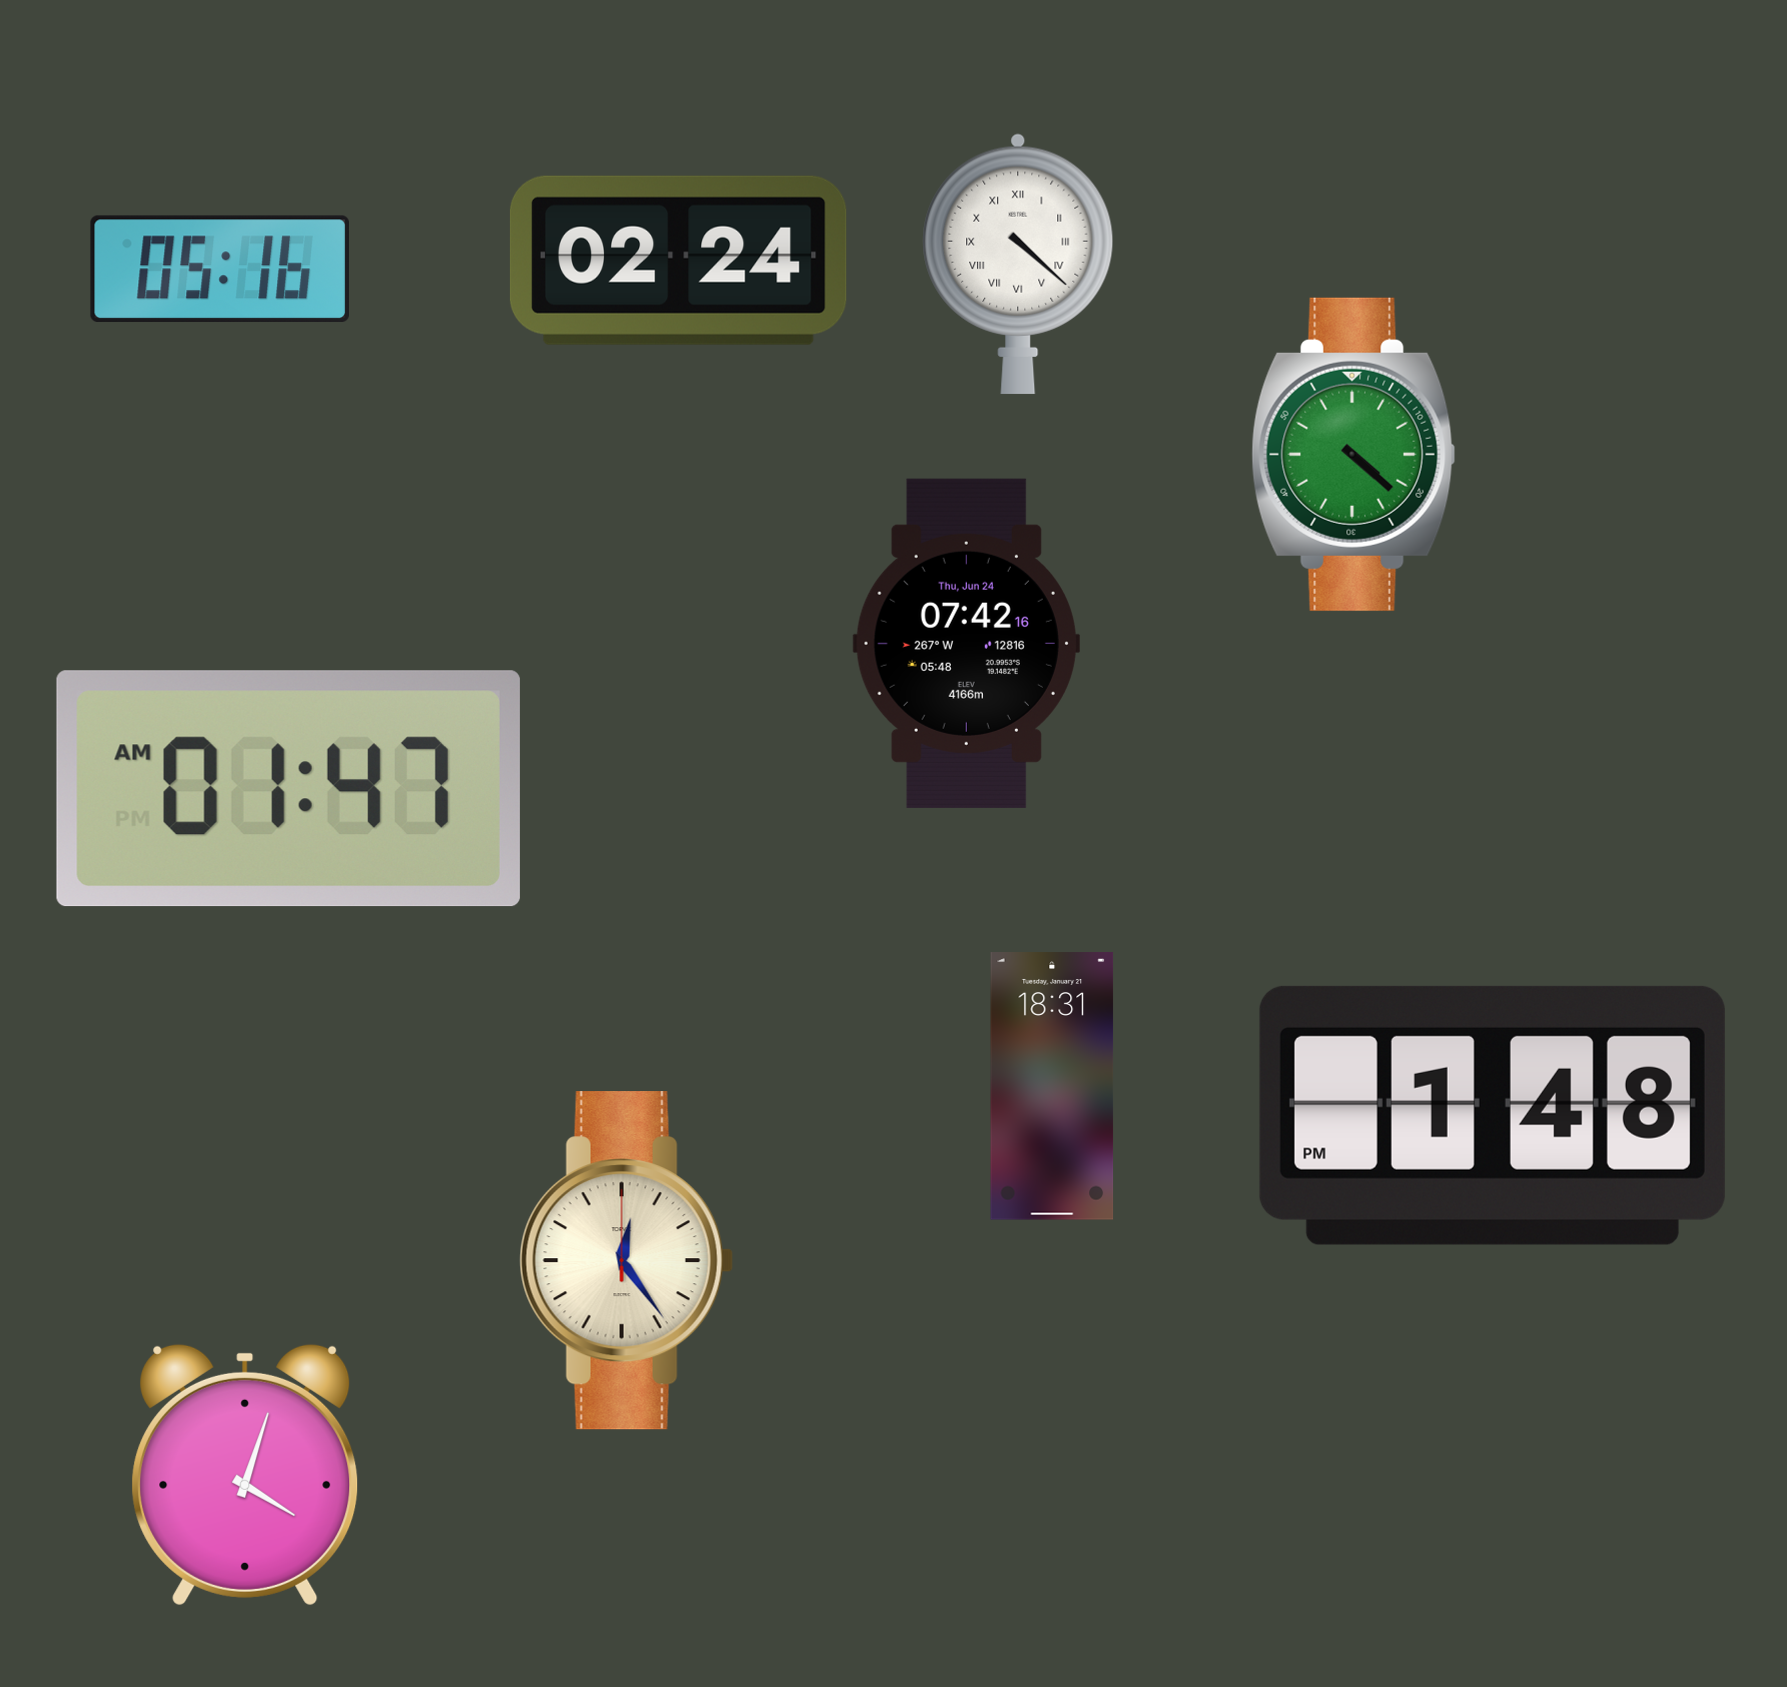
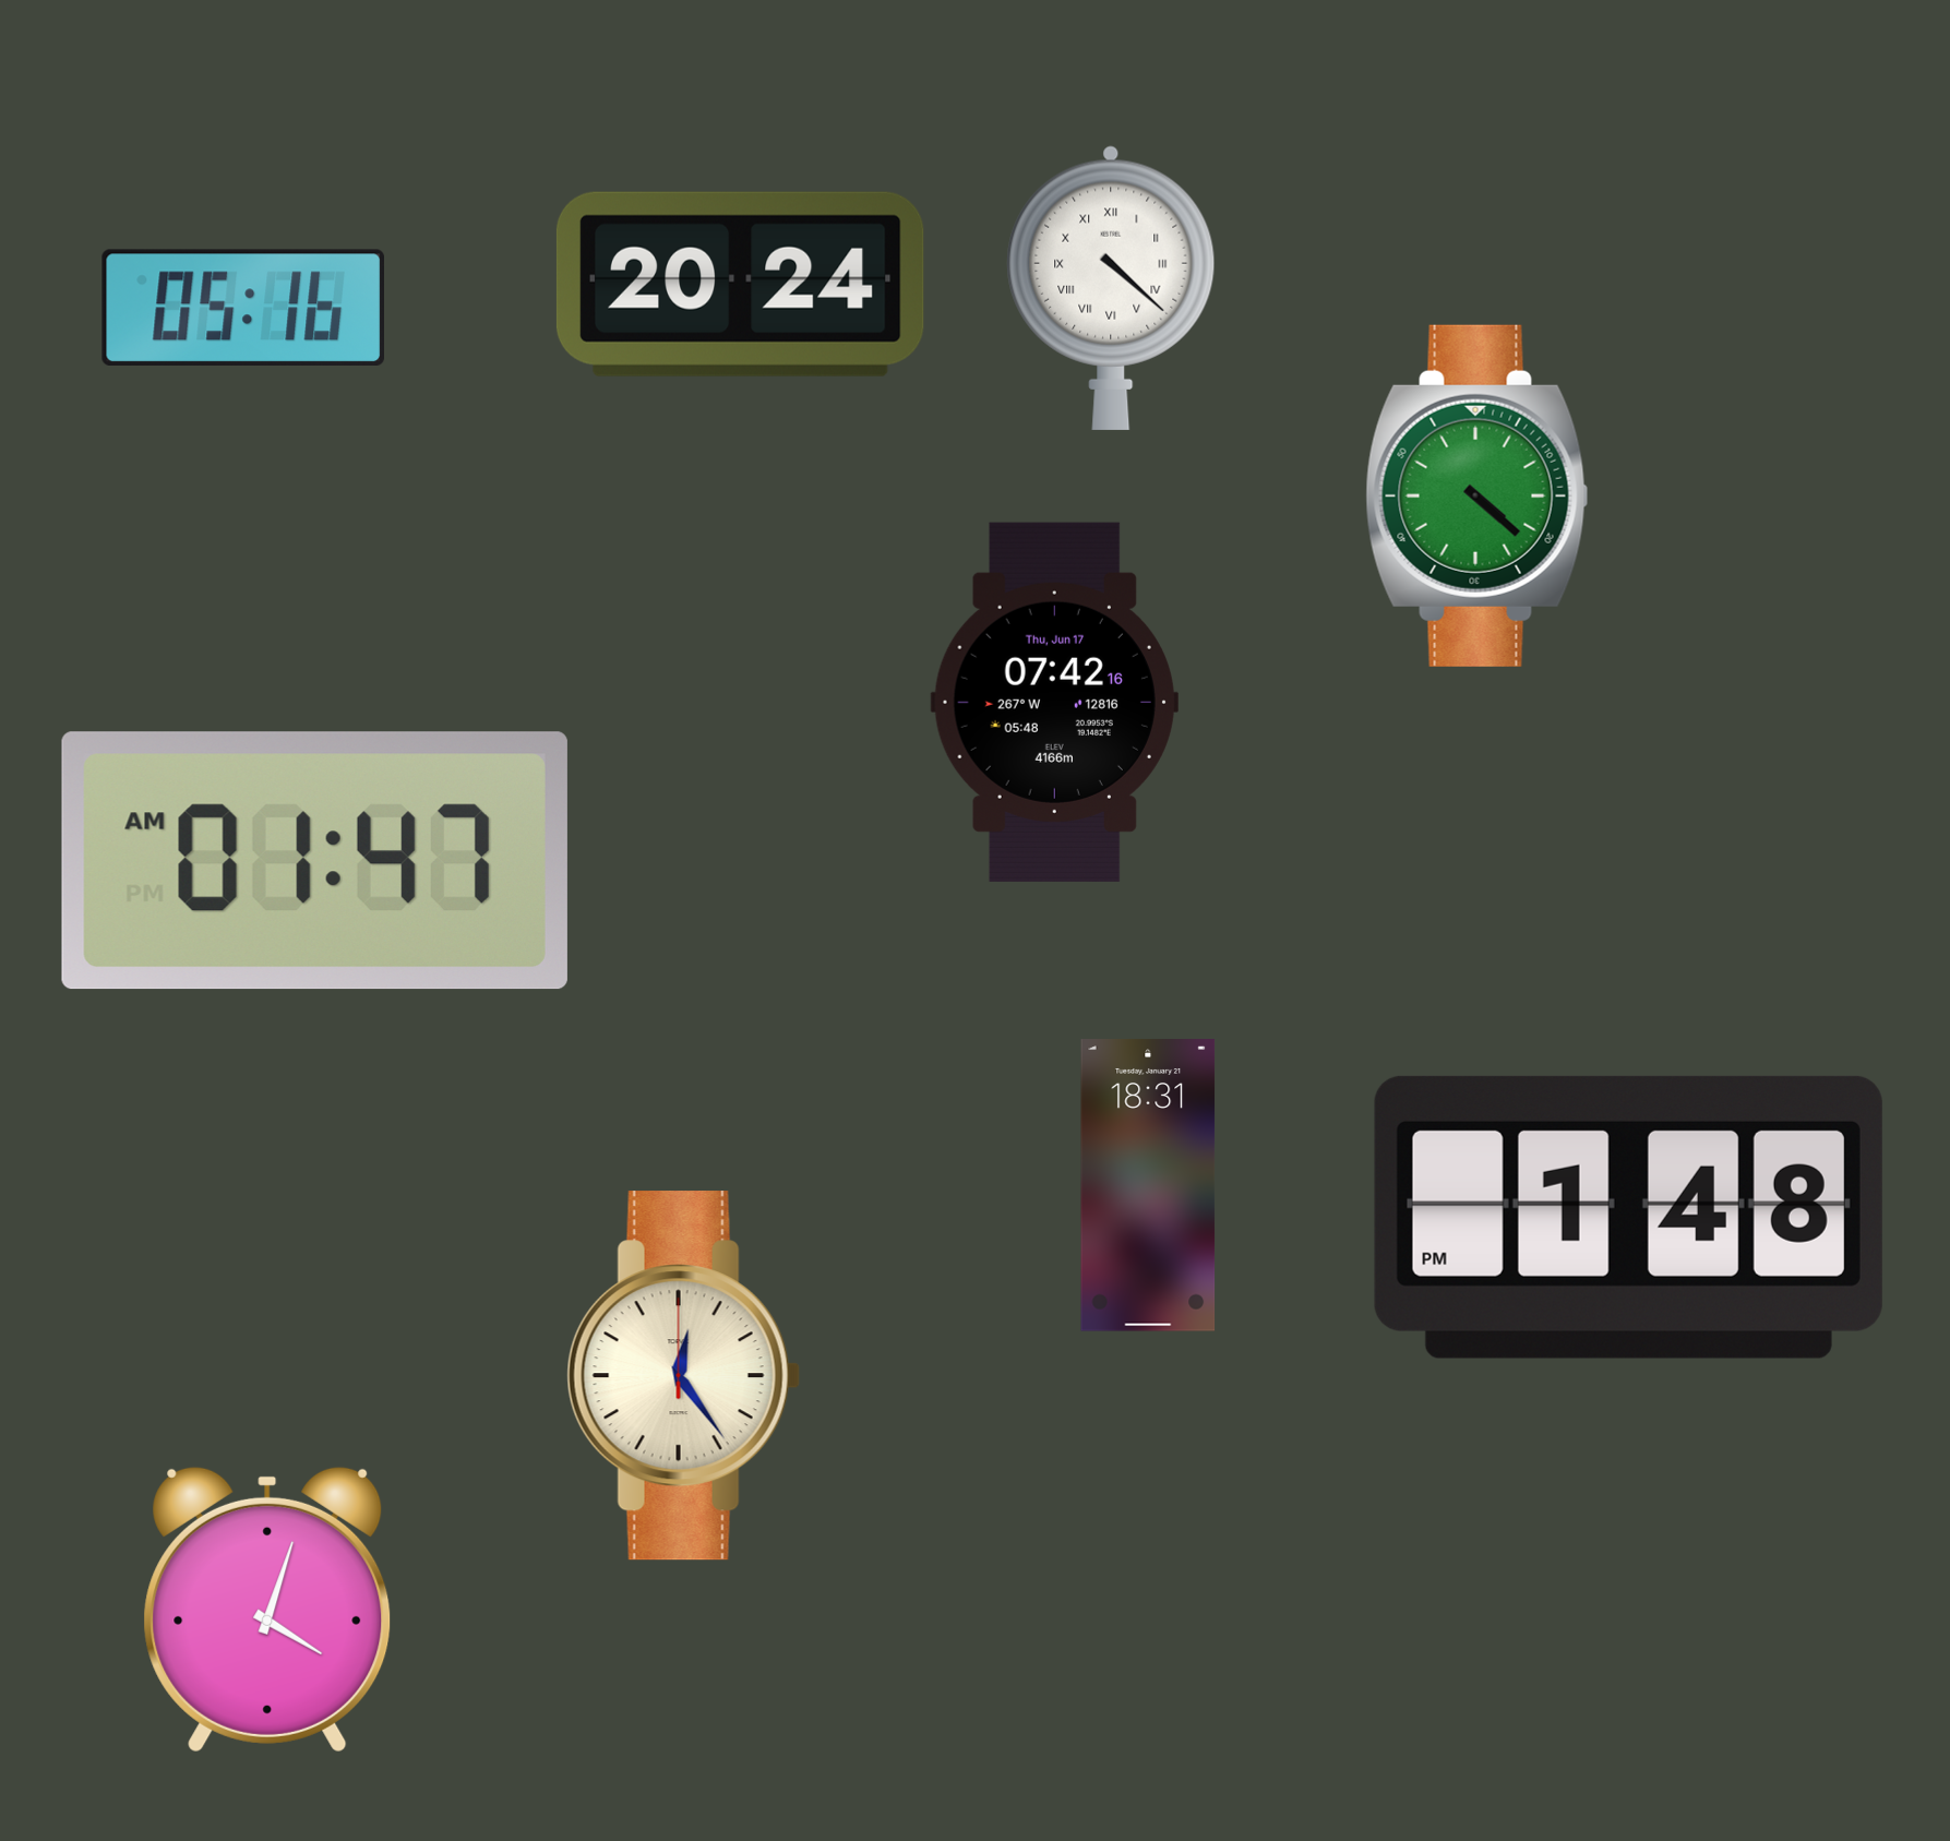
clock at (678, 260): 02:24 -> 20:24
clock at (220, 269) position: (220, 269) -> (243, 308)
clock at (966, 643) date: Thu, Jun 24 -> Thu, Jun 17
